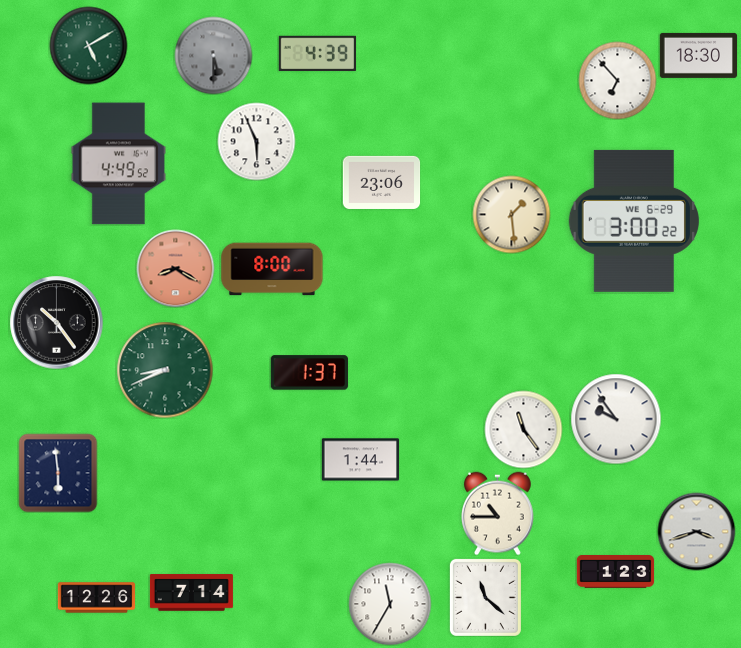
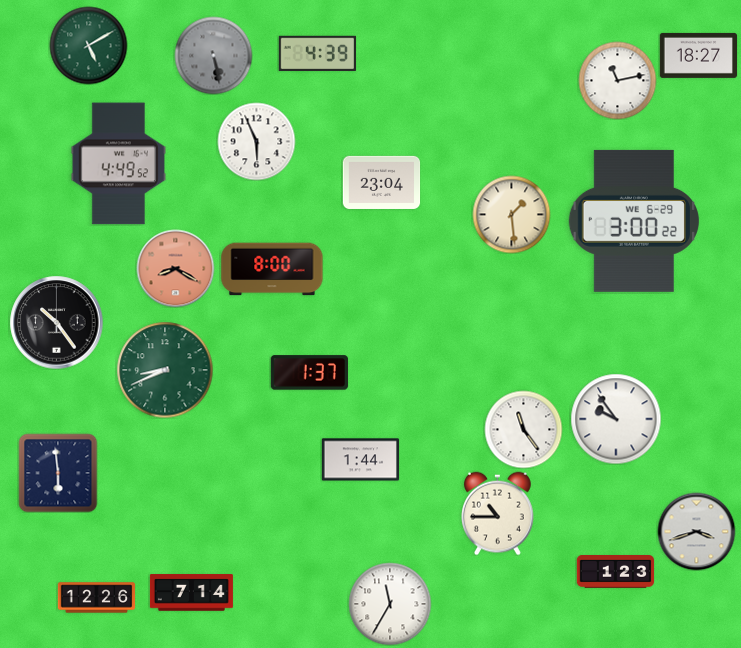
clock at (213, 55): 5:30 -> 5:28
clock at (698, 55): 18:30 -> 18:27
clock at (617, 80): 6:53 -> 11:13
clock at (381, 182): 23:06 -> 23:04
clock at (485, 597): 11:22 -> none
